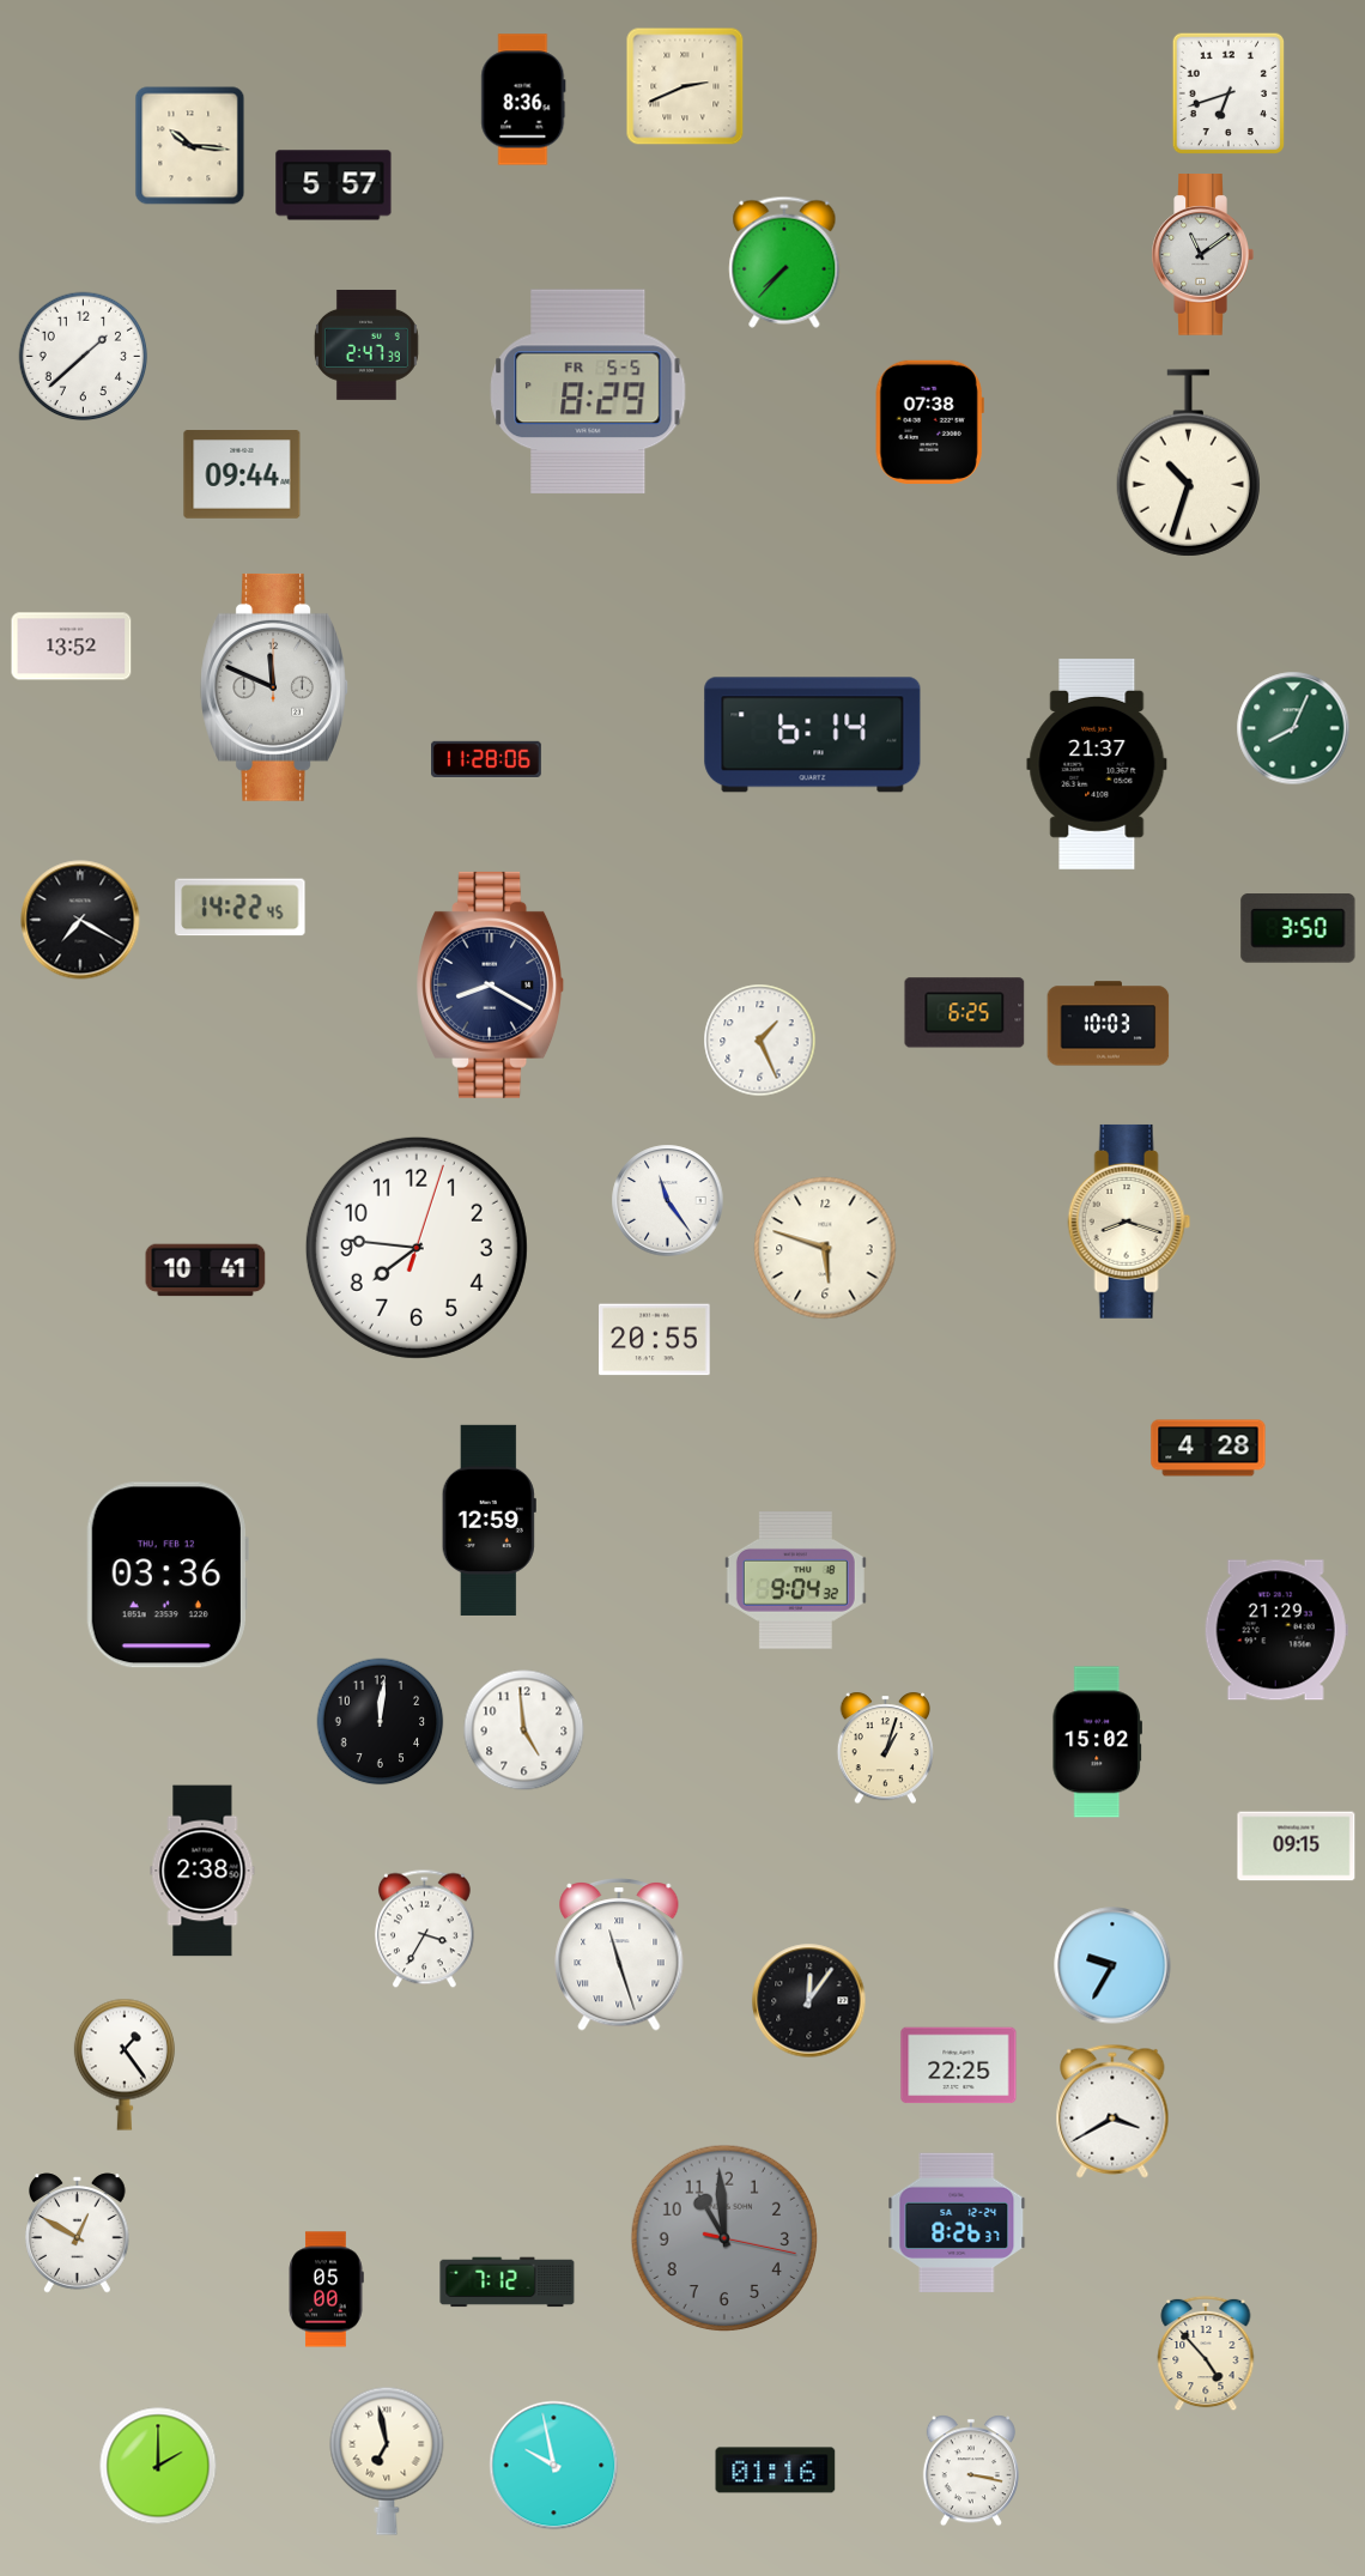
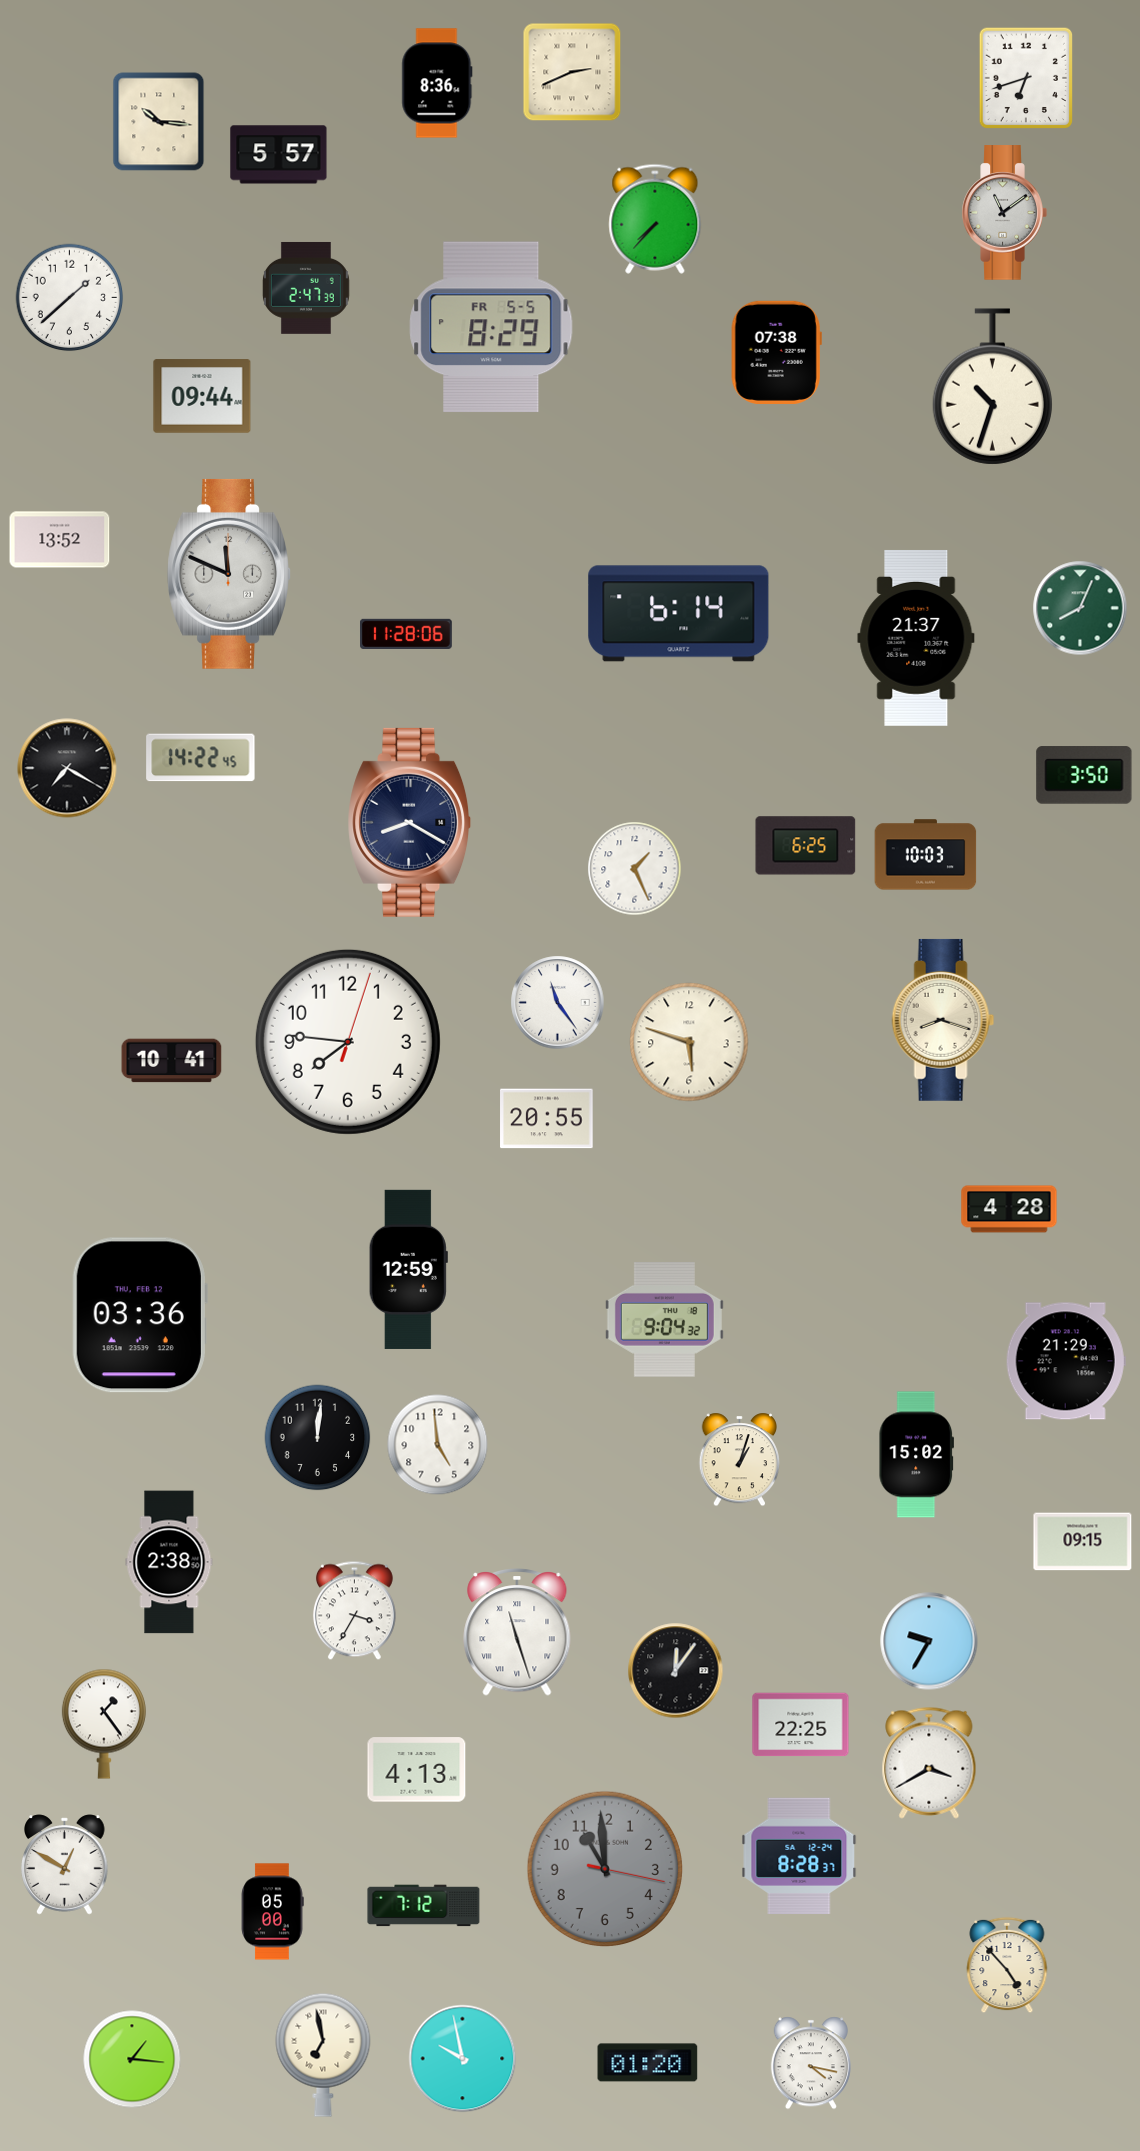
clock at (417, 1770): none -> 4:13
clock at (957, 2222): 8:26 -> 8:28
clock at (158, 2466): 2:00 -> 1:16
clock at (776, 2471): 01:16 -> 01:20
clock at (971, 2471): 3:17 -> 4:17
